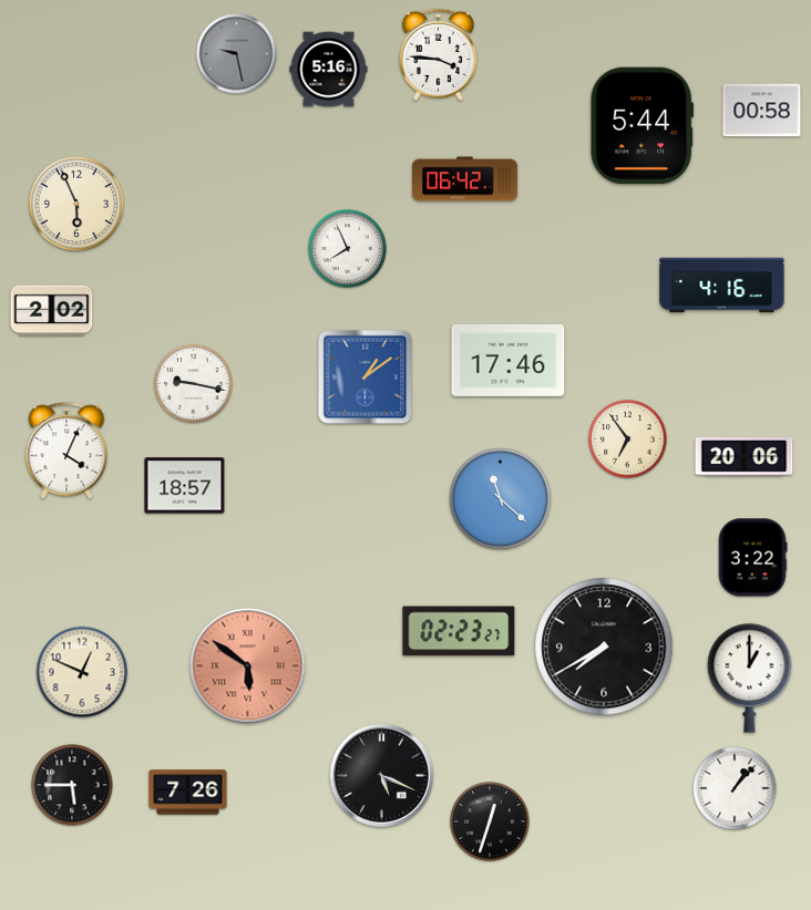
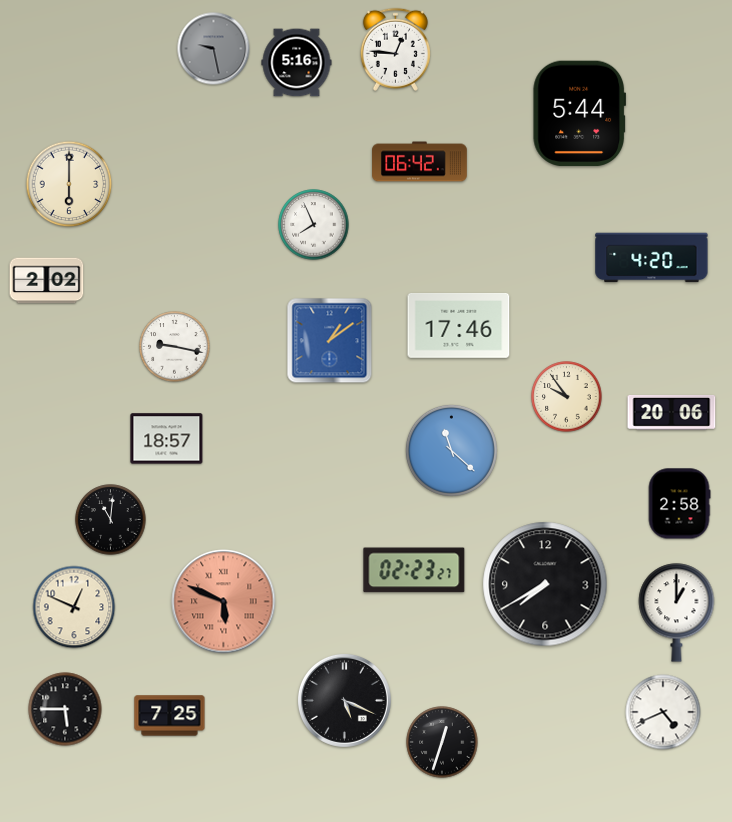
clock at (438, 54): 3:46 -> 12:46
clock at (762, 111): 00:58 -> none
clock at (76, 204): 5:56 -> 6:00
clock at (722, 286): 4:16 -> 4:20
clock at (628, 440): 6:54 -> 9:54
clock at (66, 452): 4:04 -> none
clock at (752, 558): 3:22 -> 2:58
clock at (111, 520): none -> 11:01
clock at (248, 666): 5:51 -> 5:49
clock at (735, 788): 1:07 -> 4:41
clock at (188, 793): 7:26 -> 7:25
